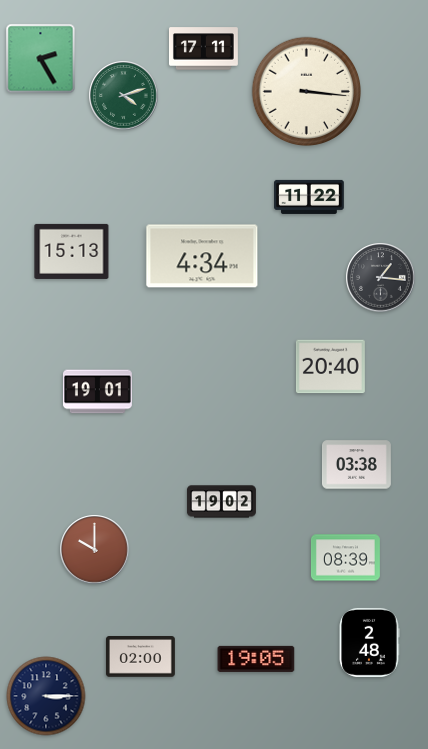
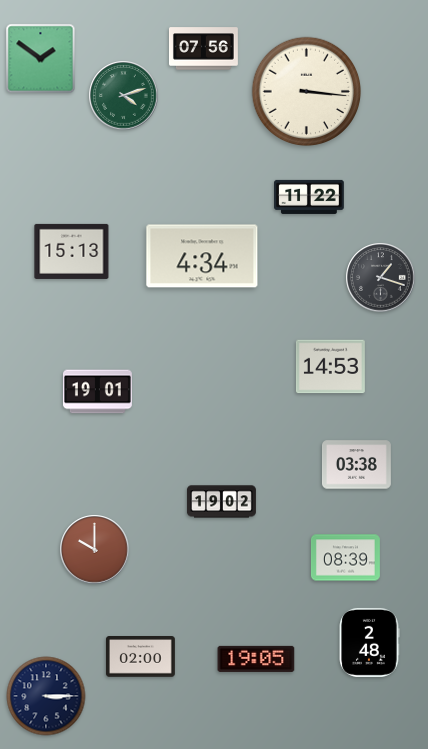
clock at (203, 49): 17:11 -> 07:56
clock at (41, 59): 2:25 -> 1:51
clock at (381, 278): 1:16 -> 1:18
clock at (330, 367): 20:40 -> 14:53
